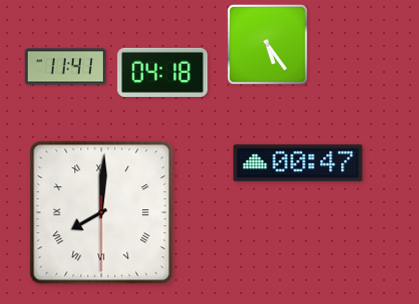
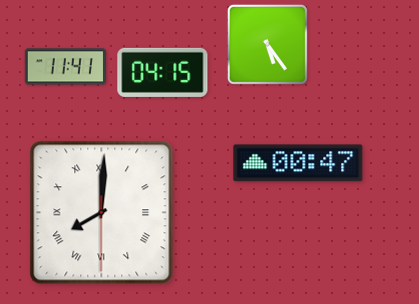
clock at (163, 72): 04:18 -> 04:15
